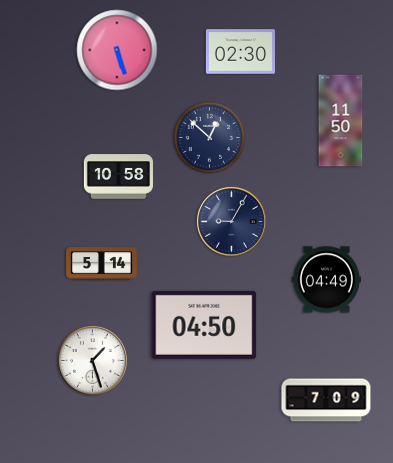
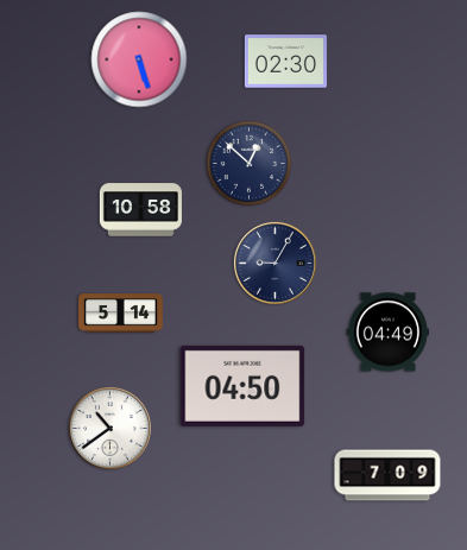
clock at (341, 121): 11:50 -> none
clock at (92, 360): 1:27 -> 10:39
